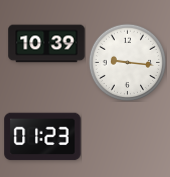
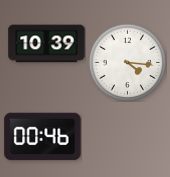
clock at (127, 62): 9:16 -> 4:16
clock at (43, 137): 01:23 -> 00:46
